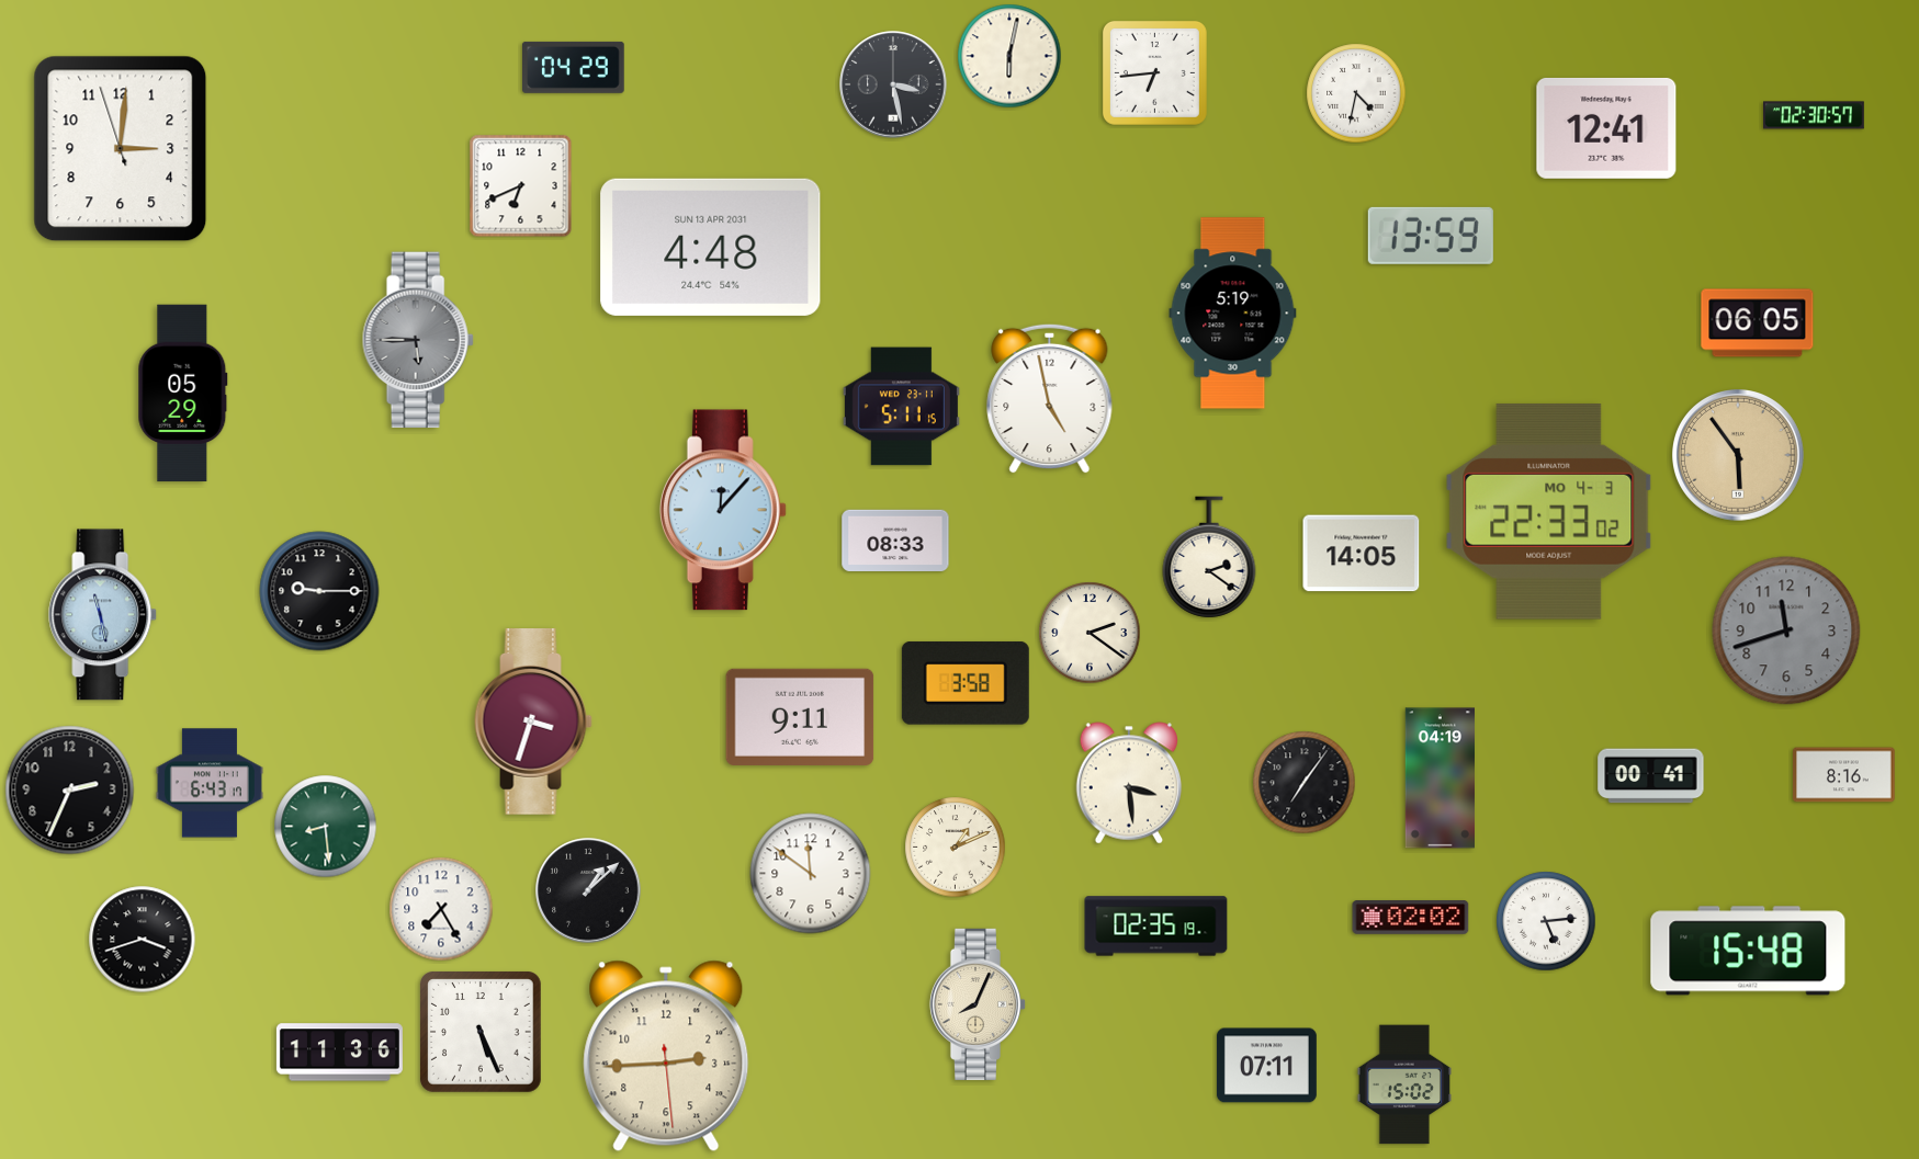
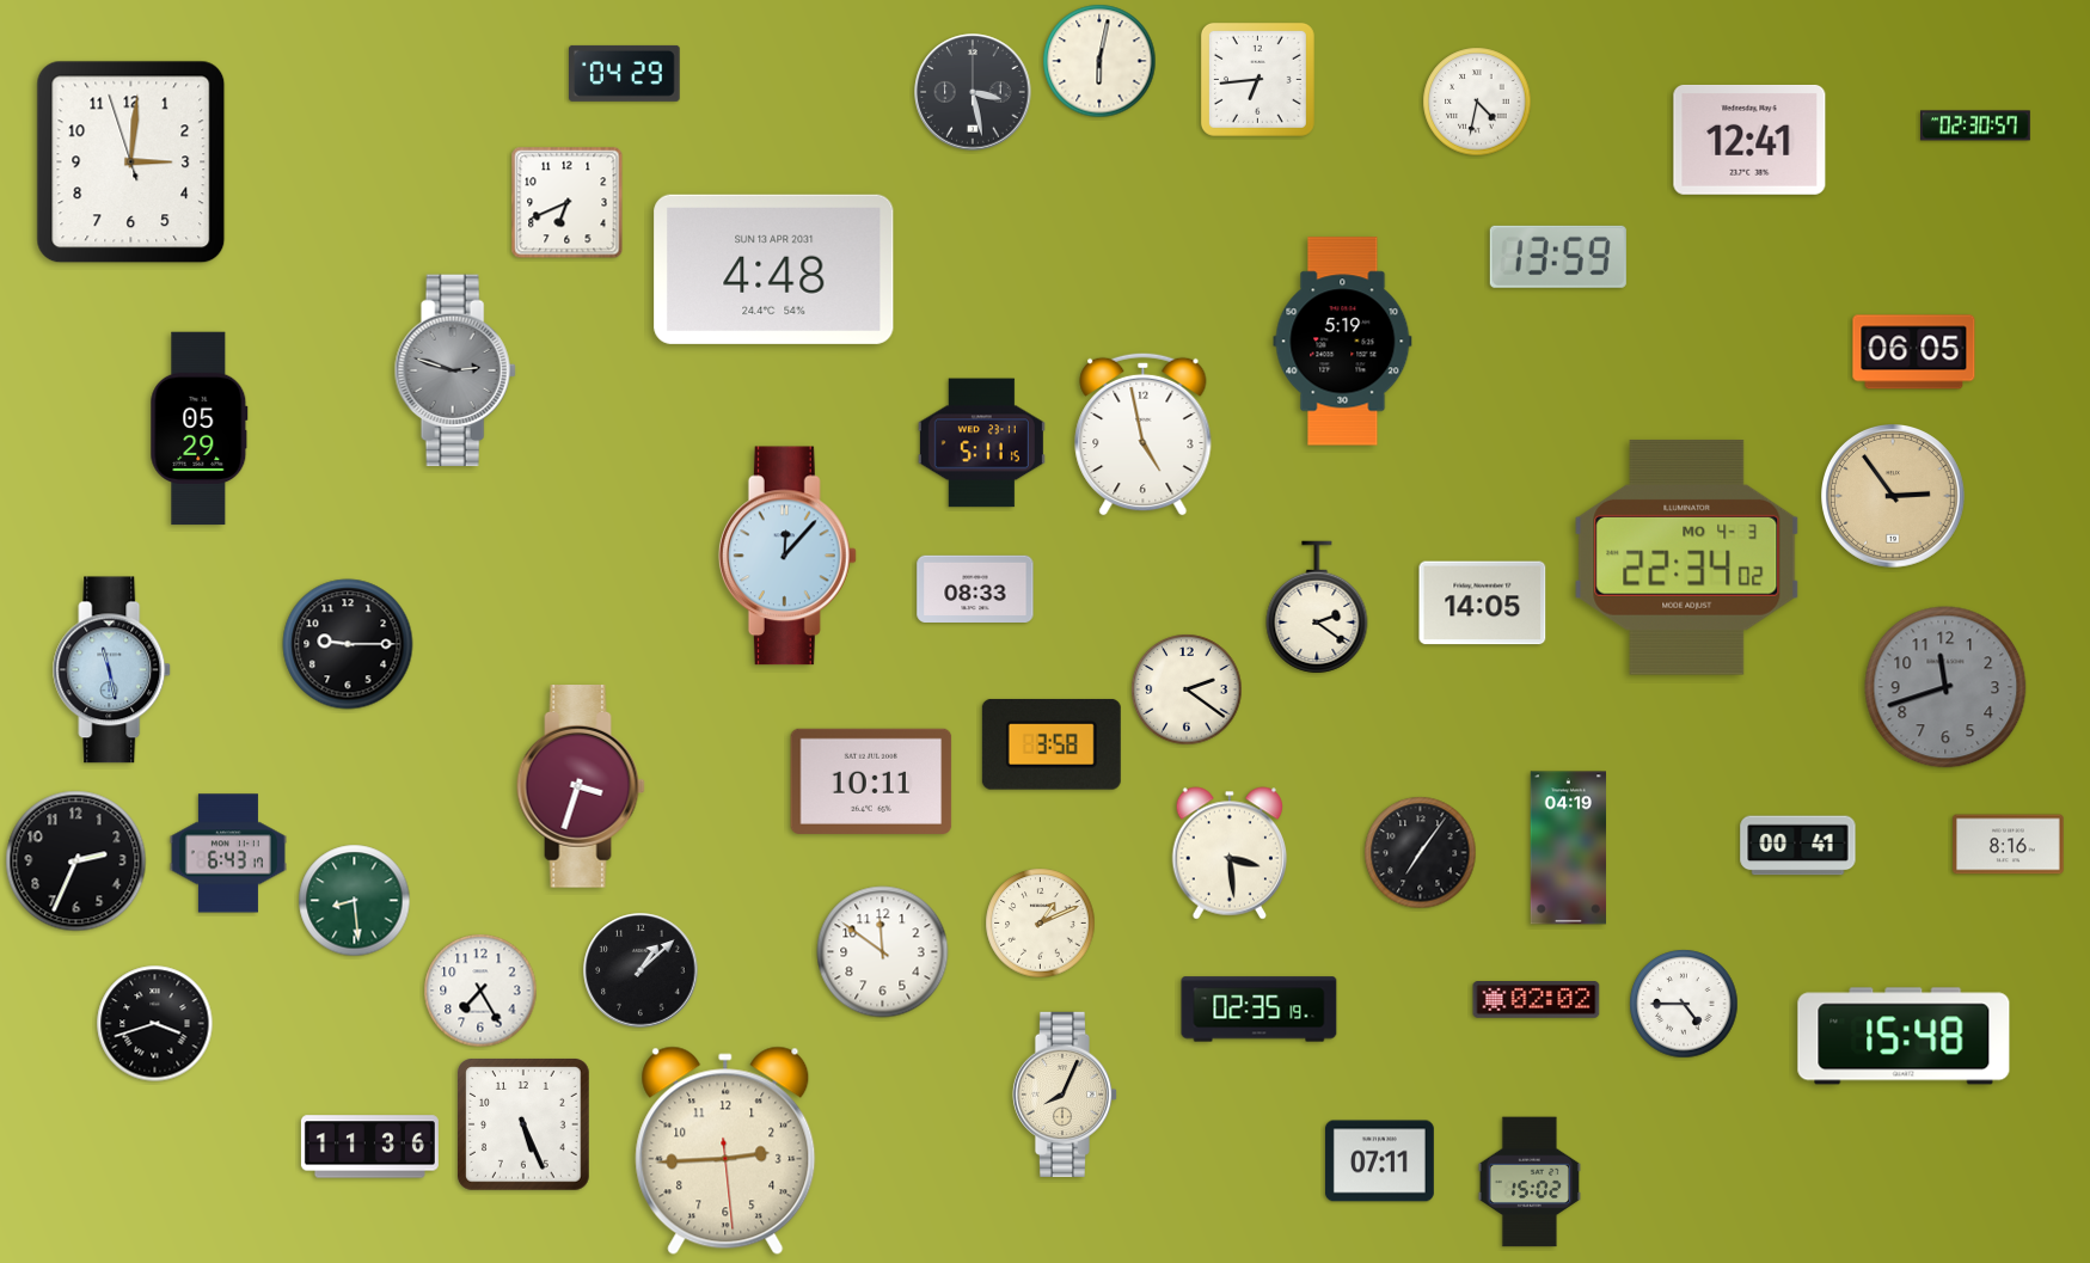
clock at (418, 340): 5:45 -> 2:48
clock at (1739, 456): 5:54 -> 2:54
clock at (1549, 512): 22:33 -> 22:34
clock at (800, 717): 9:11 -> 10:11
clock at (1546, 921): 5:14 -> 4:45
